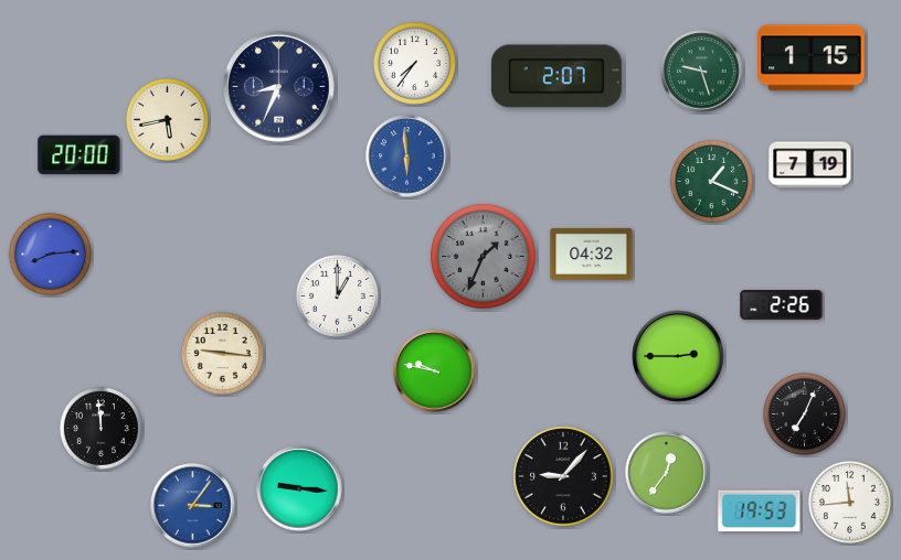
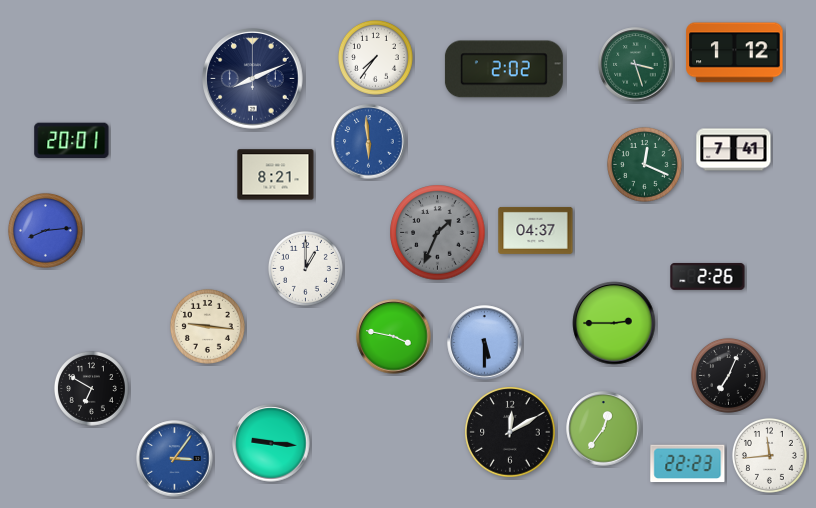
clock at (812, 58): 1:15 -> 1:12
clock at (702, 72): 9:27 -> 3:27
clock at (556, 76): 2:07 -> 2:02
clock at (279, 87): 8:34 -> 8:11
clock at (167, 119): 5:43 -> none
clock at (79, 155): 20:00 -> 20:01
clock at (810, 165): 7:19 -> 7:41
clock at (711, 181): 1:19 -> 12:19
clock at (276, 175): none -> 8:21
clock at (592, 254): 04:32 -> 04:37
clock at (222, 353) position: (222, 353) -> (207, 326)
clock at (435, 371): 9:47 -> 3:47
clock at (485, 343): none -> 5:30
clock at (100, 428): 11:59 -> 6:50
clock at (563, 476): 9:07 -> 12:10
clock at (760, 511): 19:53 -> 22:23
